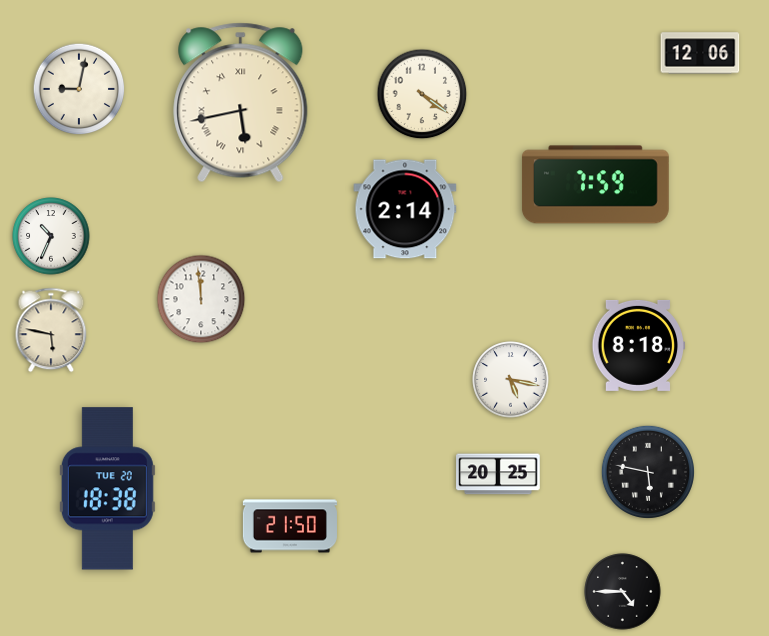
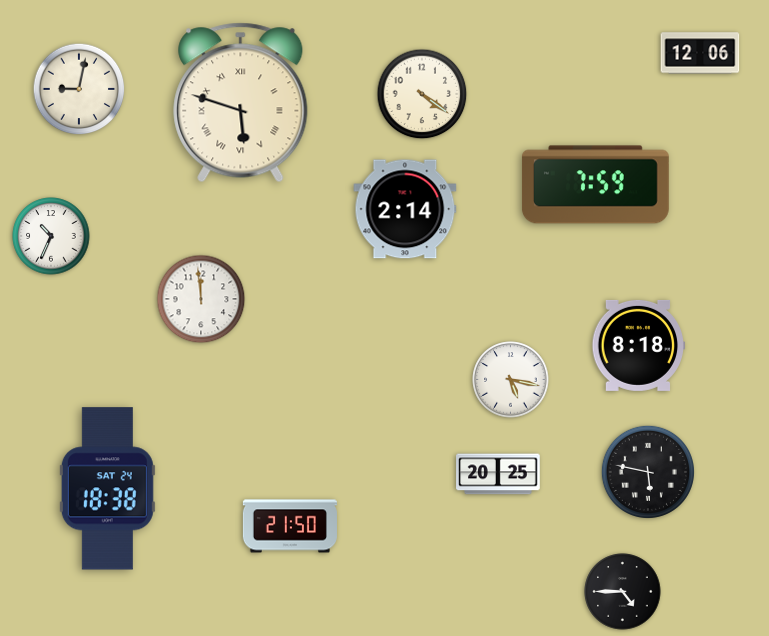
clock at (241, 103): 5:43 -> 5:48
clock at (51, 330): 5:47 -> none
clock at (107, 489) date: TUE 20 -> SAT 24
